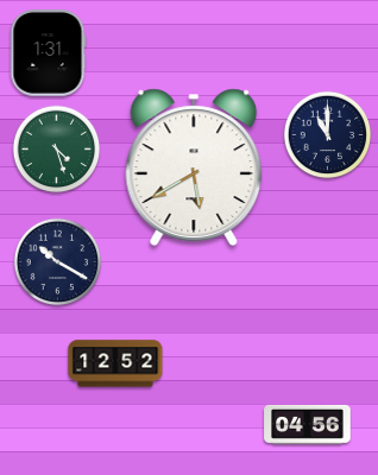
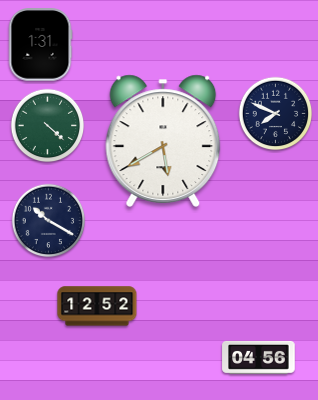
clock at (328, 135): 11:00 -> 7:49
clock at (57, 150): 4:27 -> 4:22
